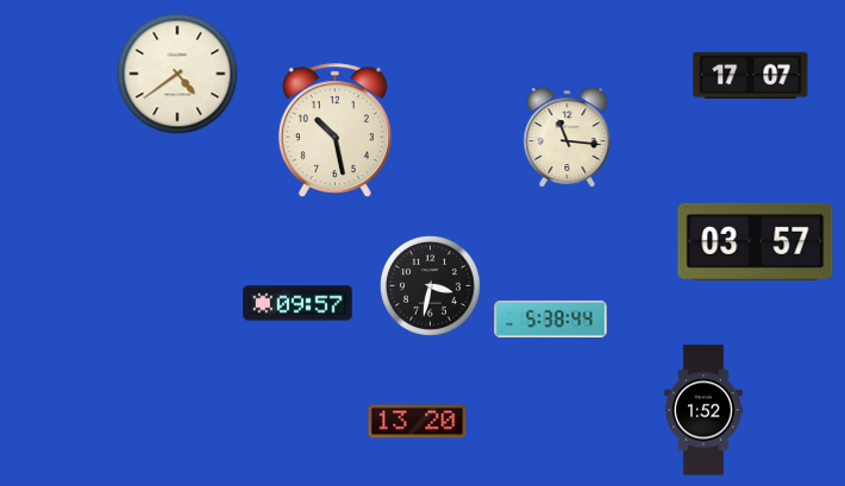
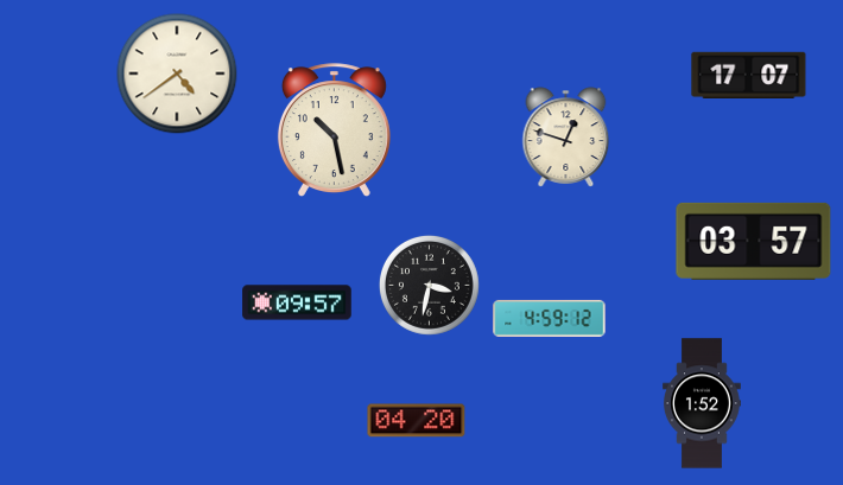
clock at (568, 138): 11:16 -> 12:48
clock at (551, 318): 5:38 -> 4:59
clock at (705, 410) position: (705, 410) -> (703, 403)
clock at (418, 422): 13:20 -> 04:20
